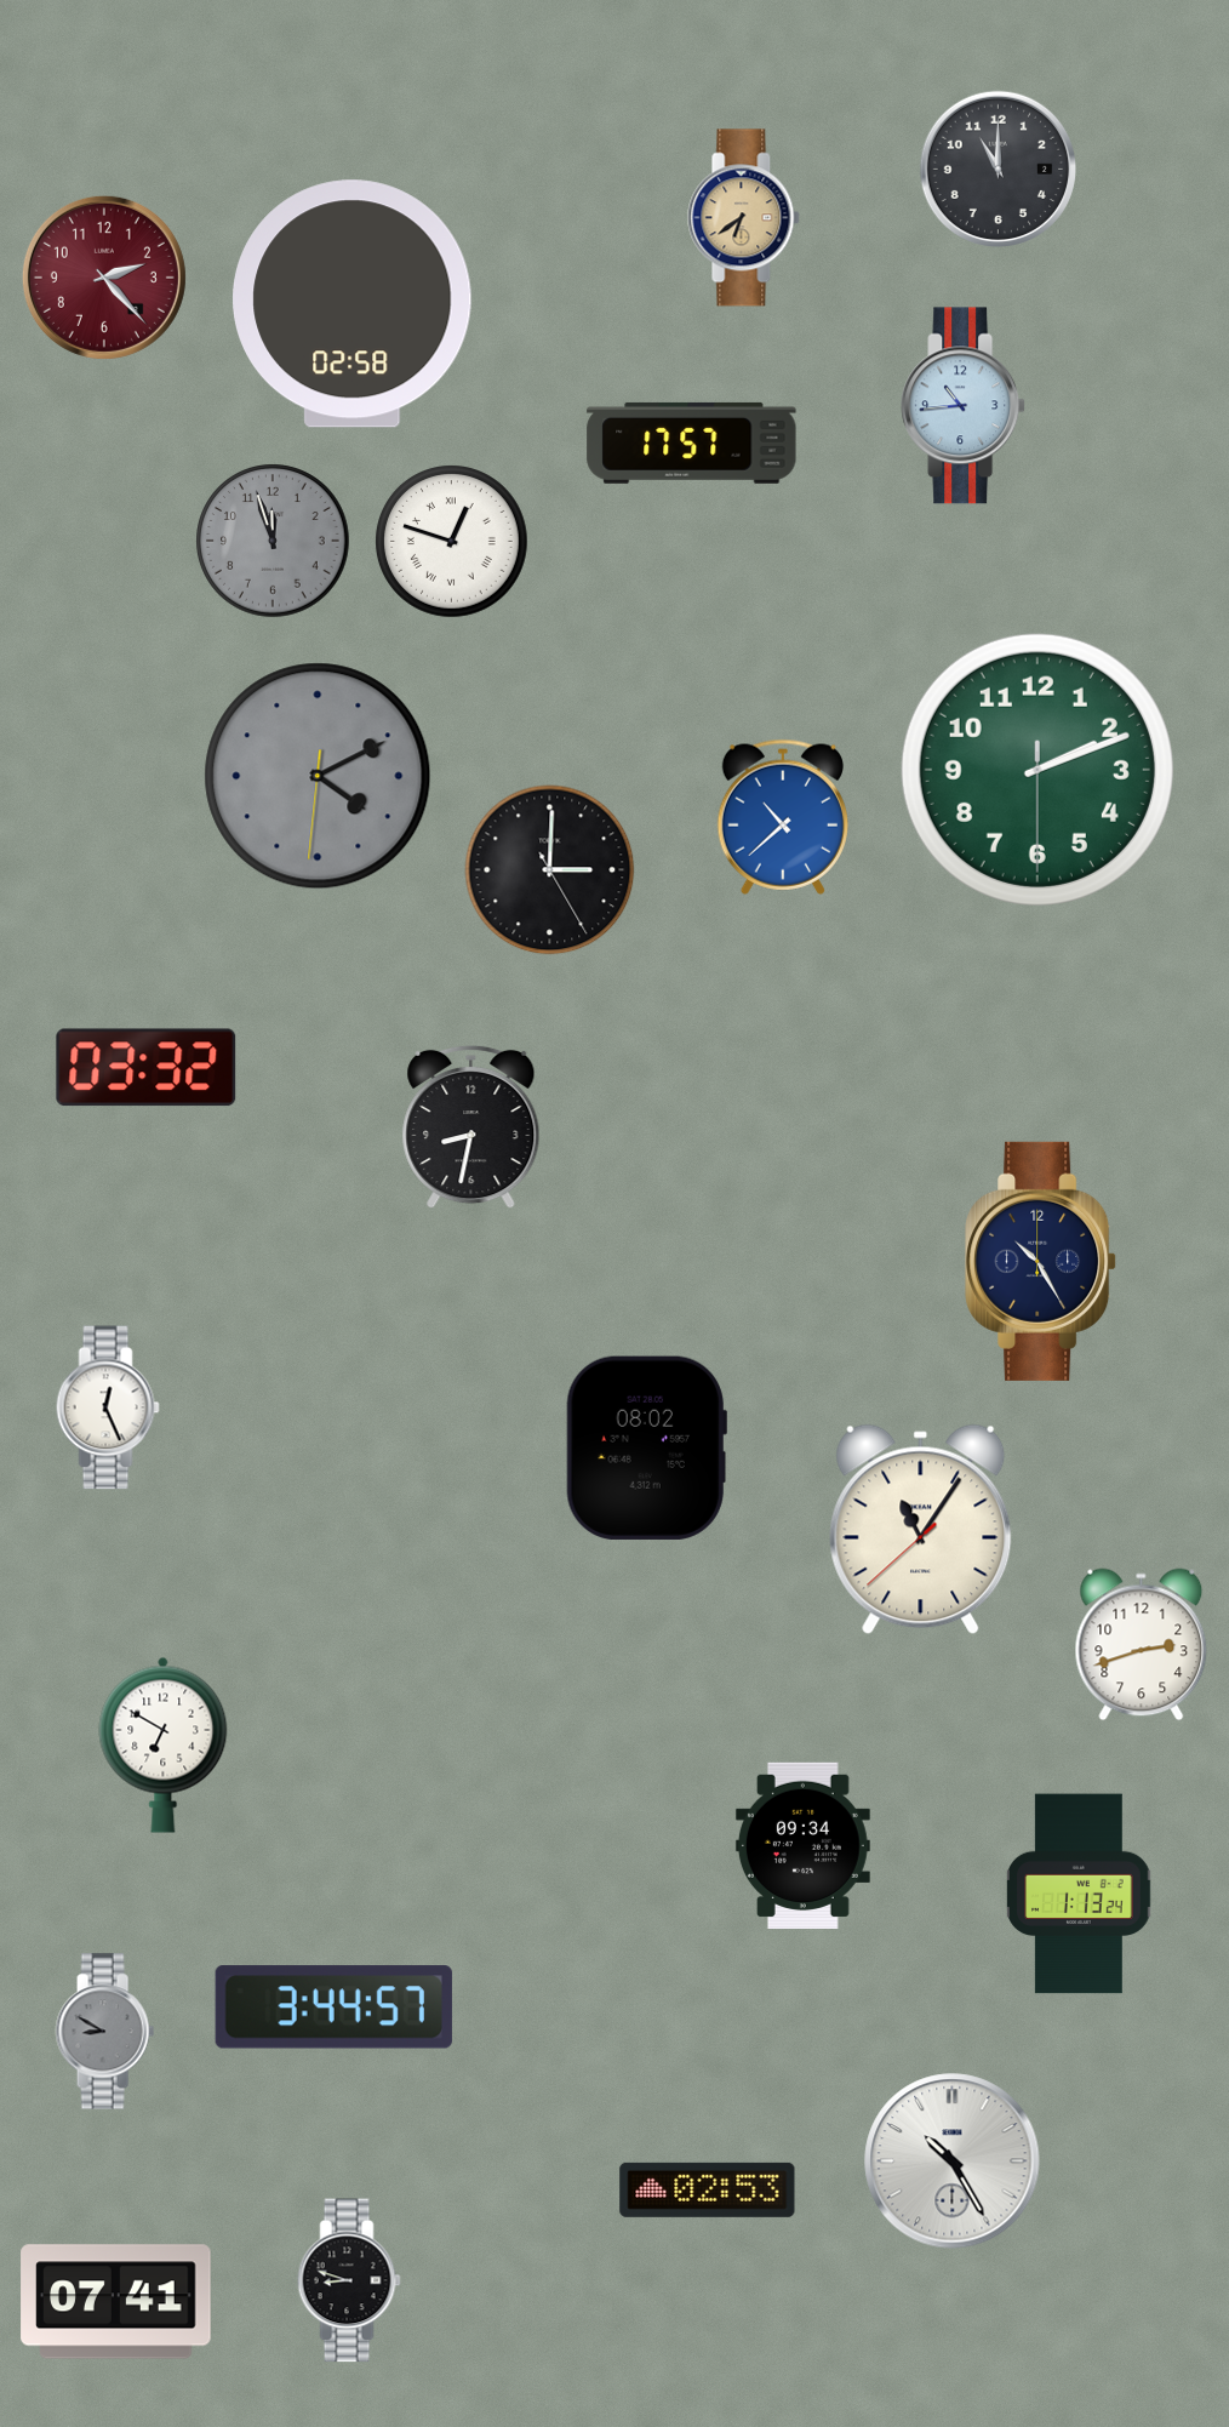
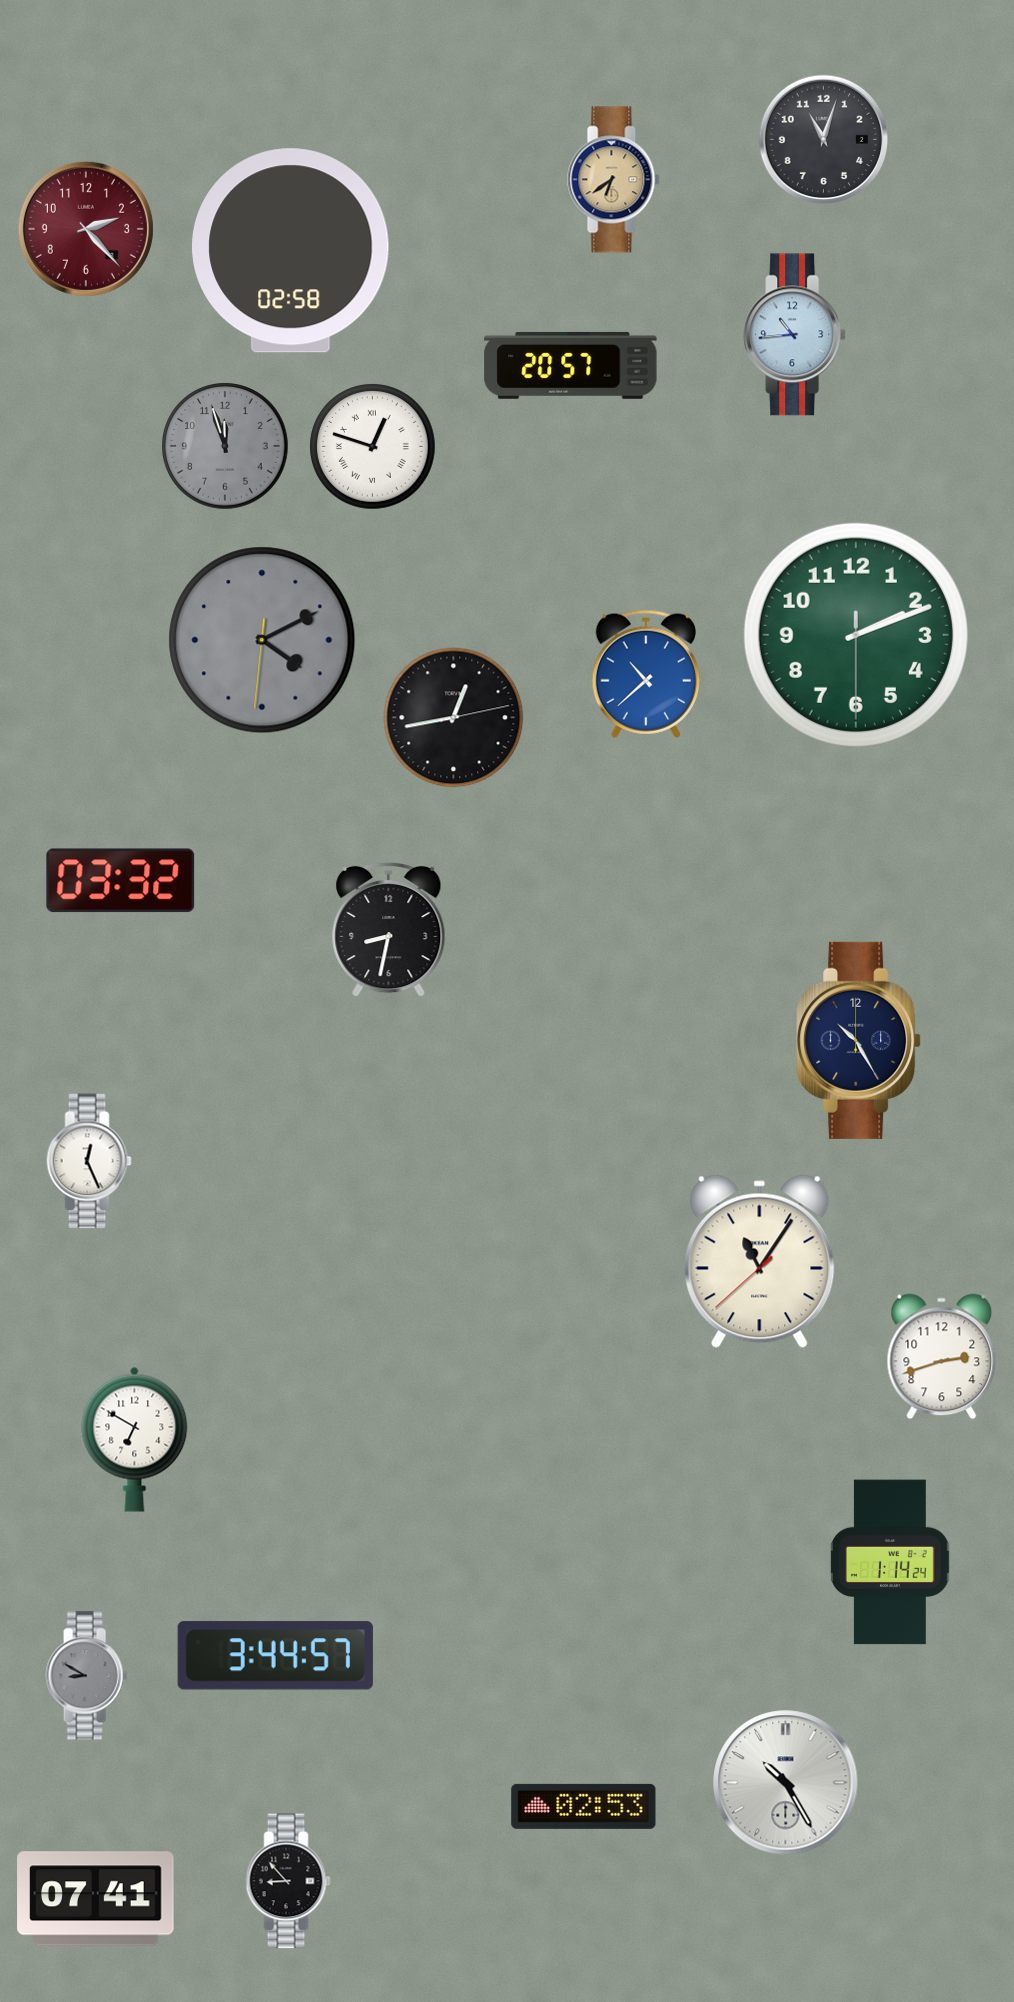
clock at (998, 169): 11:00 -> 11:03
clock at (692, 442): 17:57 -> 20:57
clock at (550, 870): 3:00 -> 12:43
clock at (646, 1447): 08:02 -> none
clock at (802, 1845): 09:34 -> none
clock at (1079, 1894): 1:13 -> 1:14
clock at (349, 2280): 8:48 -> 8:53
